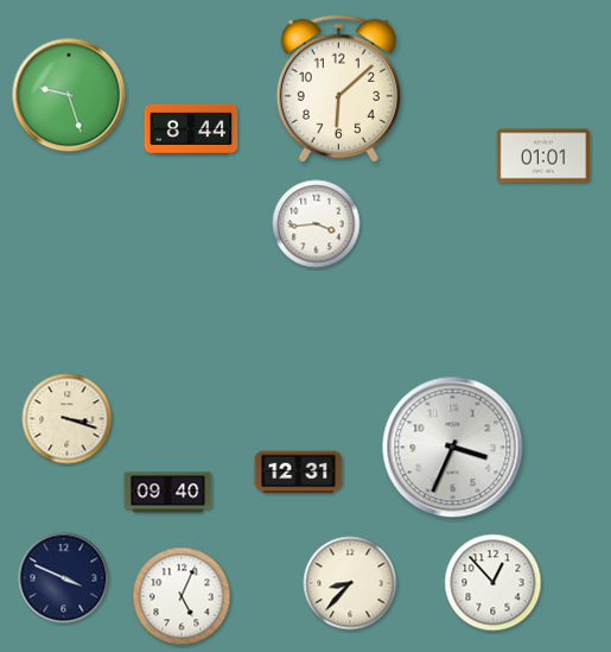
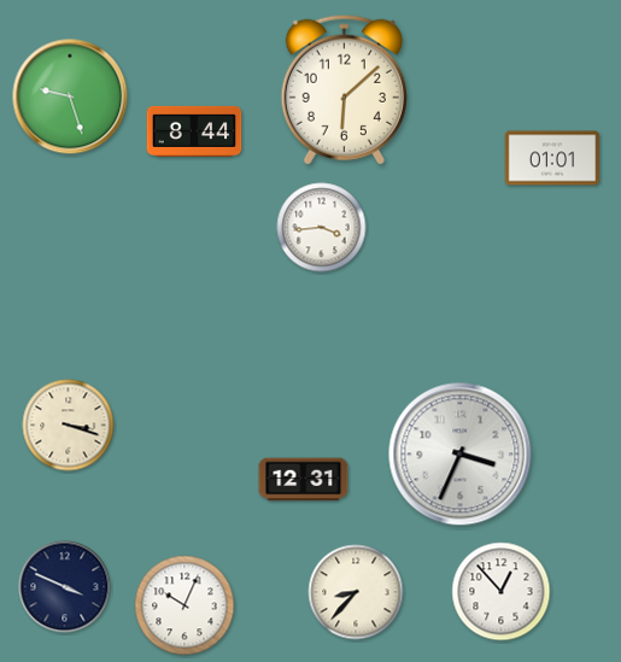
clock at (168, 493): 09:40 -> none
clock at (182, 596): 5:04 -> 10:04
